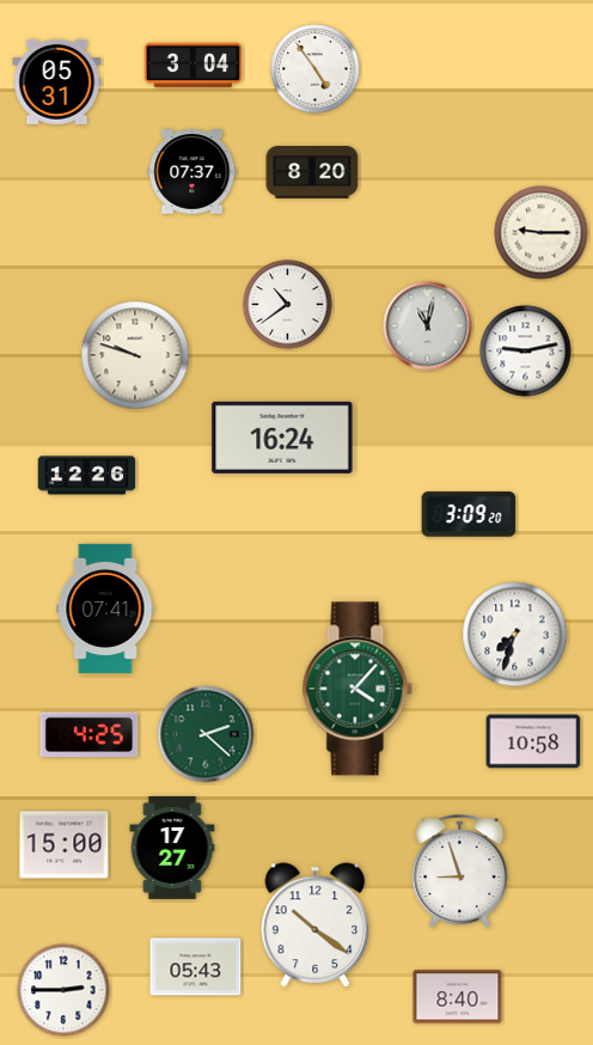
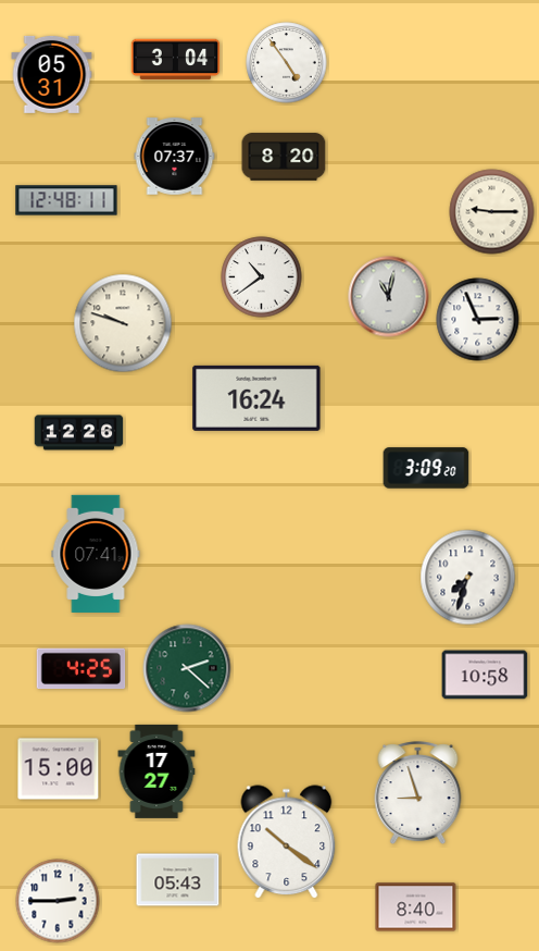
clock at (66, 200): none -> 12:48
clock at (526, 352): 9:13 -> 2:56
clock at (357, 689): 4:07 -> none
